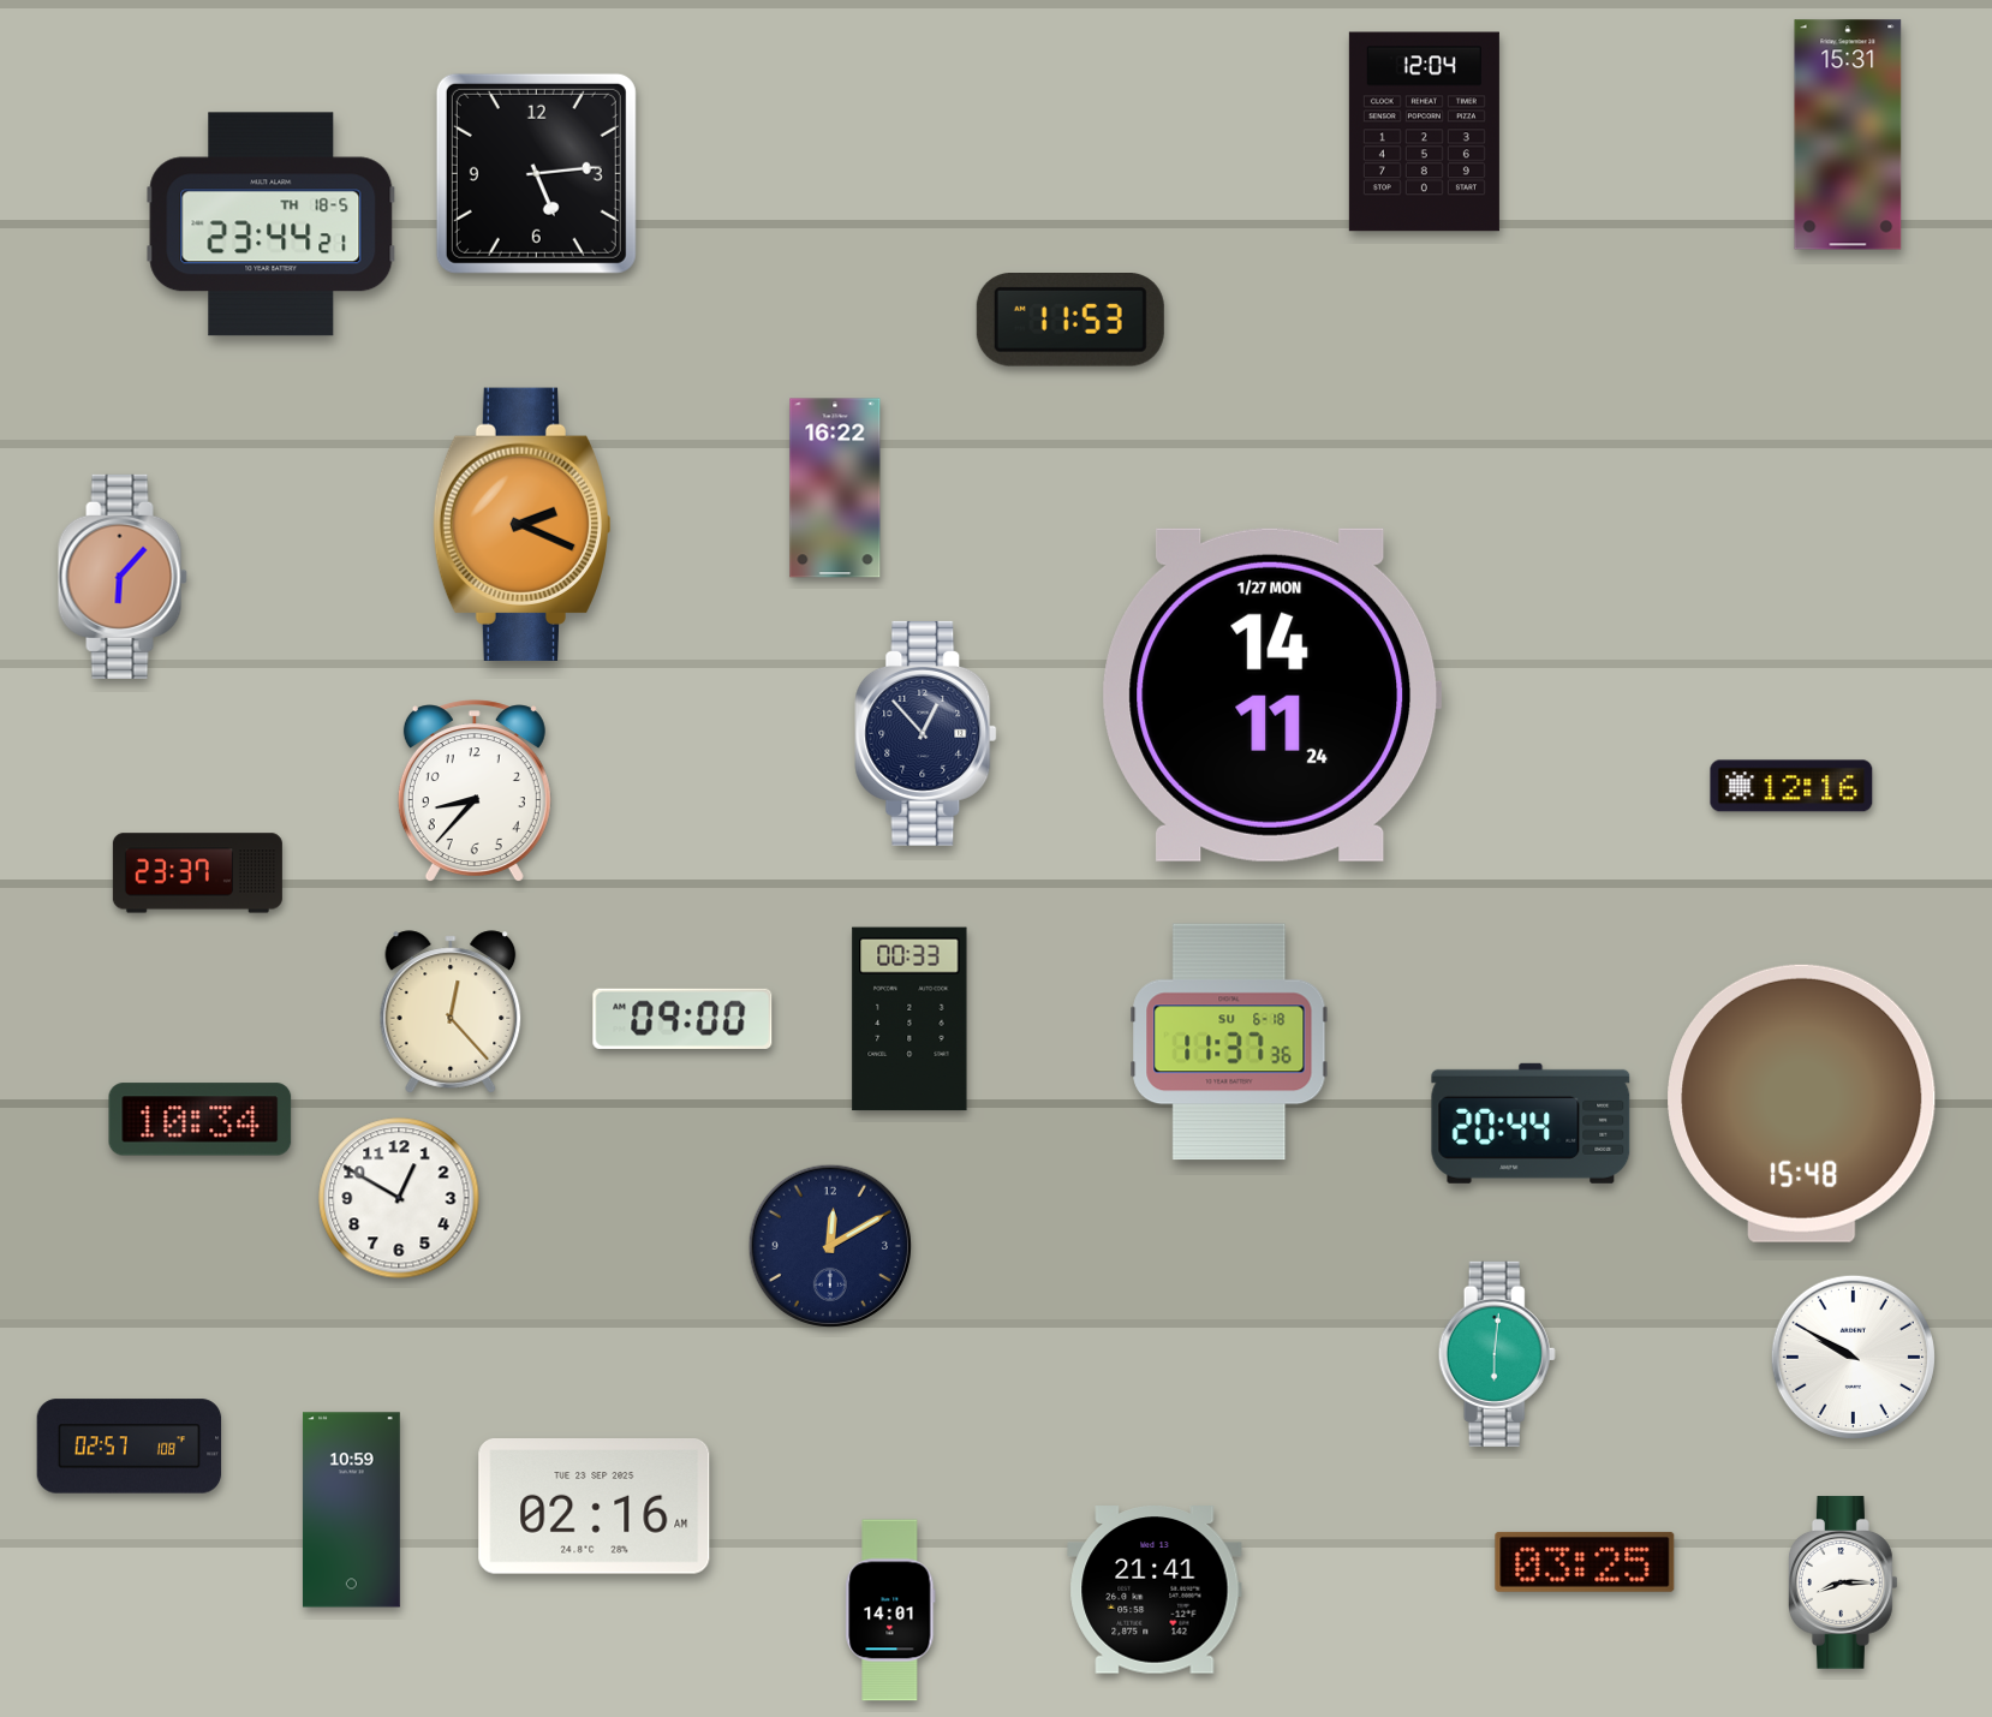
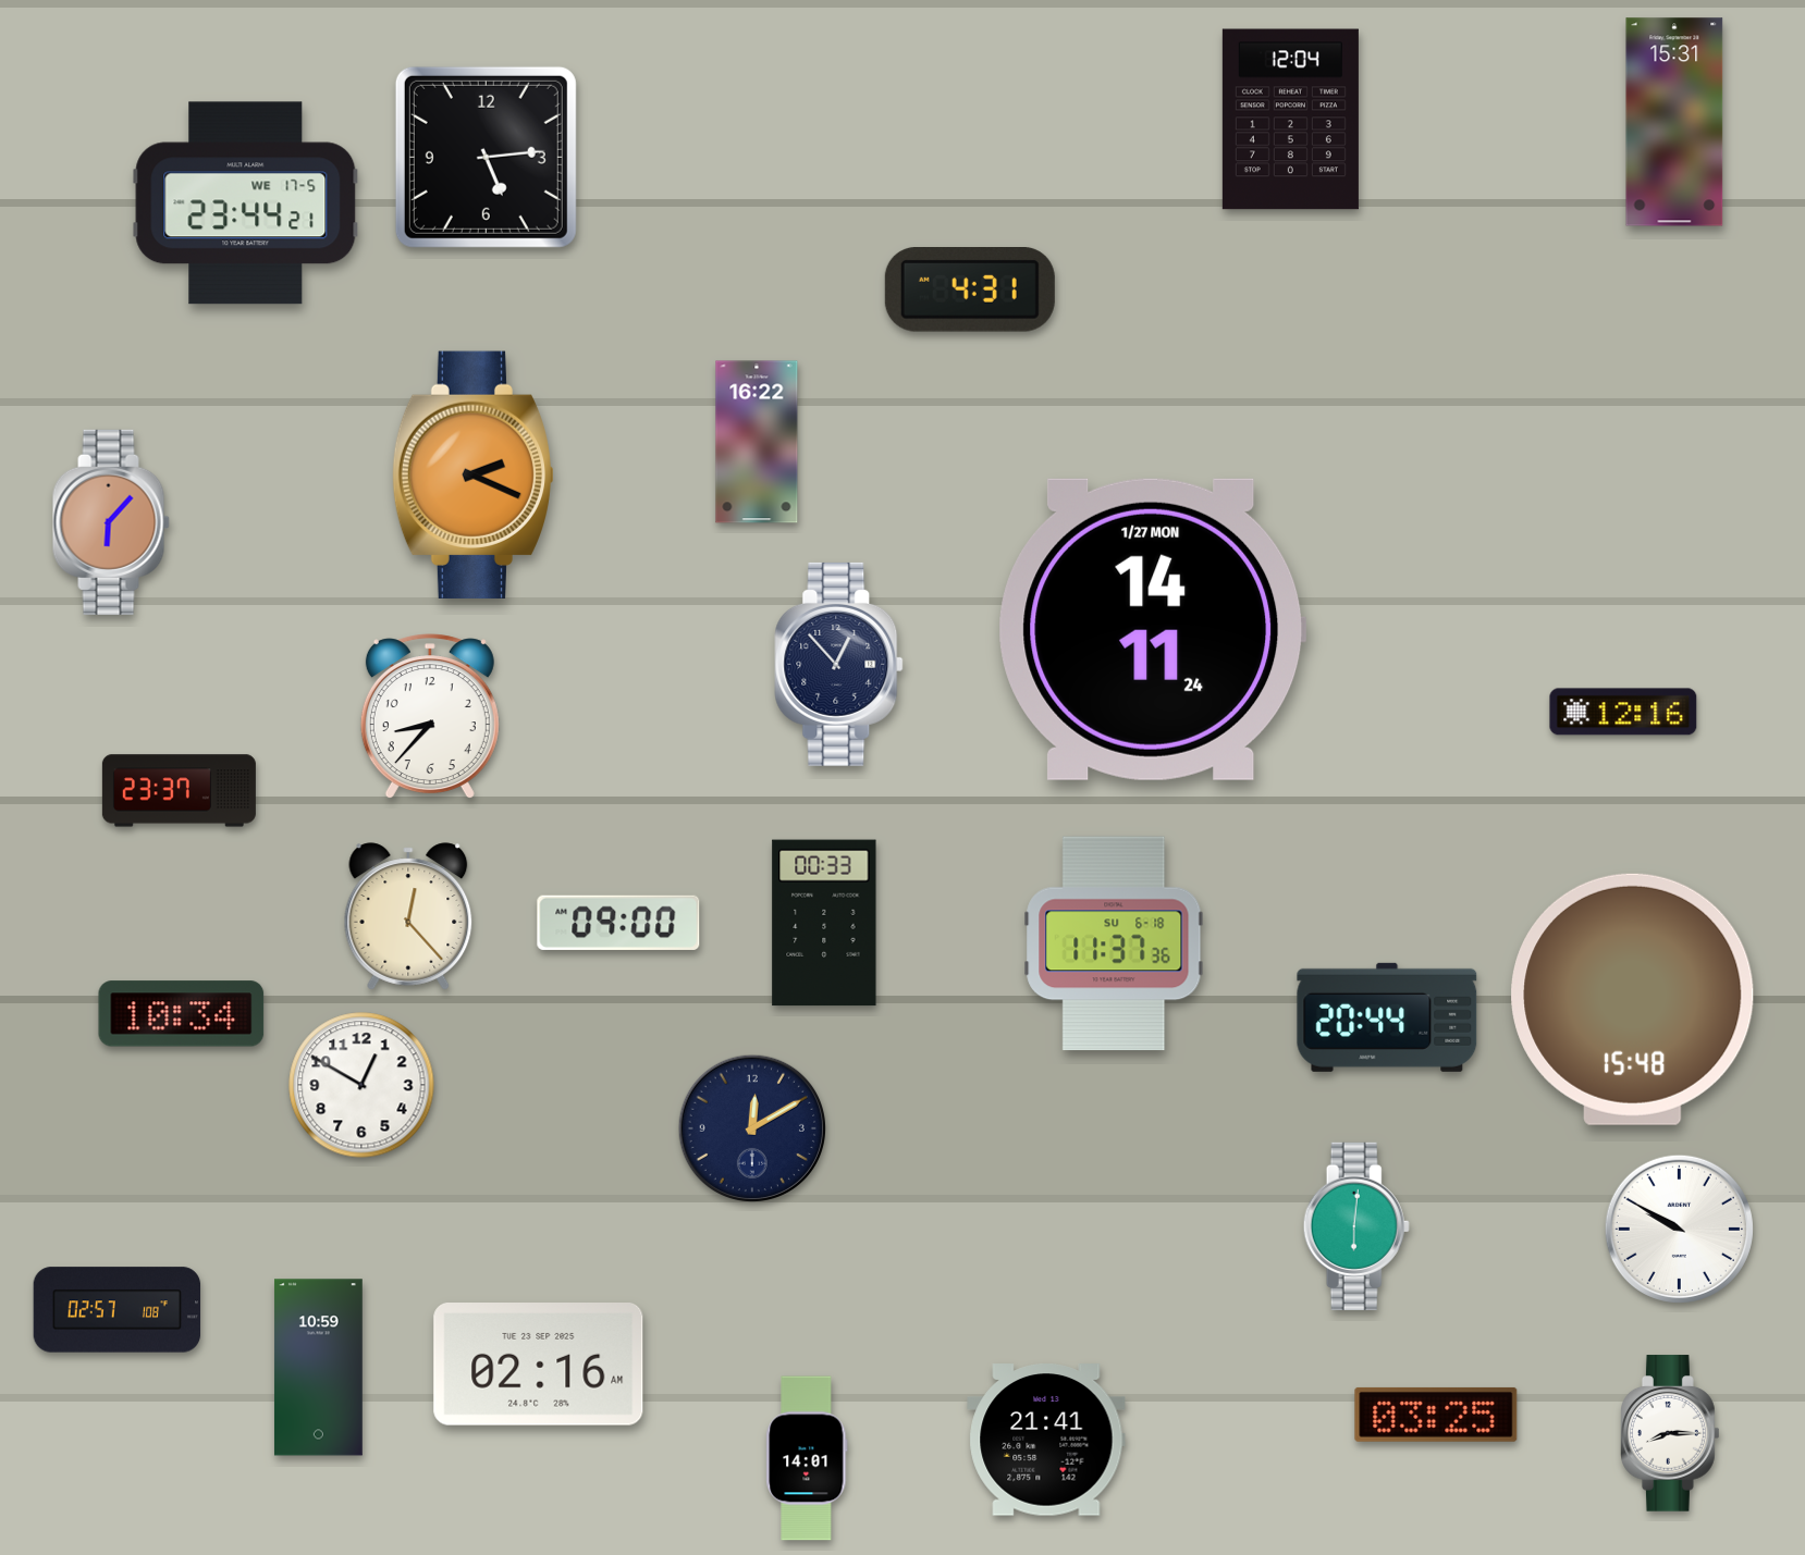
clock at (272, 225) date: TH 18-5 -> WE 17-5
clock at (1070, 321): 11:53 -> 4:31
